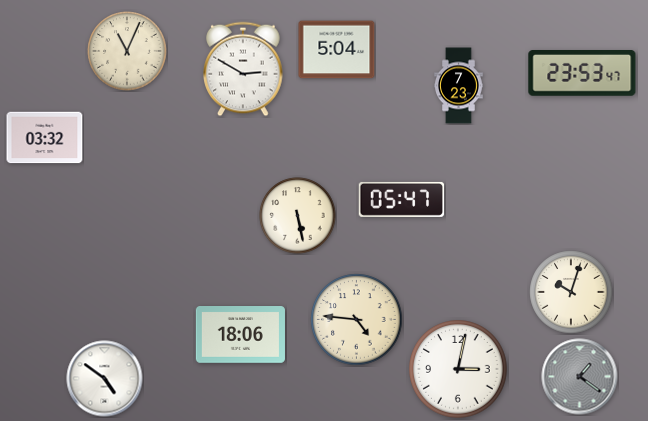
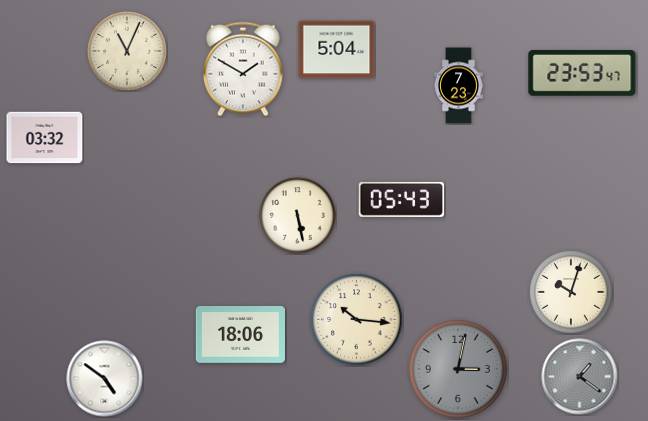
clock at (243, 69): 2:50 -> 1:50
clock at (402, 199): 05:47 -> 05:43
clock at (357, 320): 4:46 -> 10:16
clock at (458, 369) dial: white -> grey
